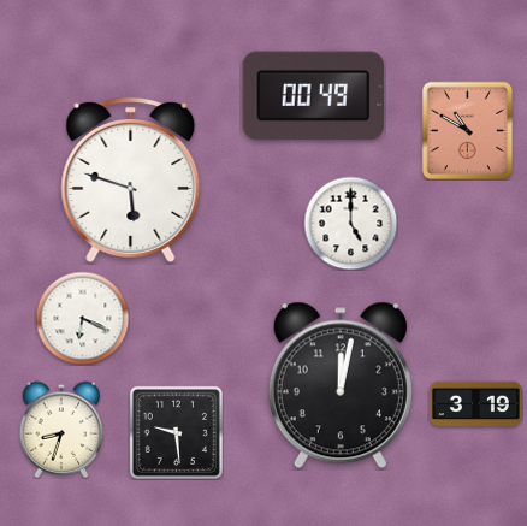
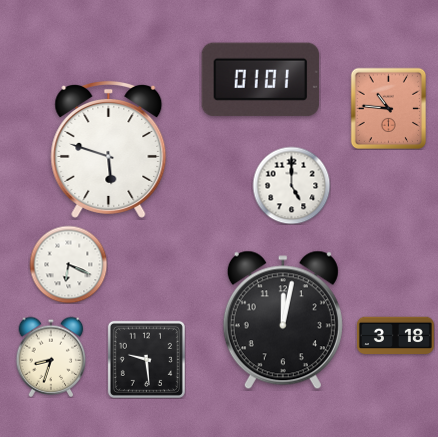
clock at (313, 96): 00:49 -> 01:01
clock at (468, 130): 10:50 -> 10:46
clock at (475, 404): 3:19 -> 3:18
